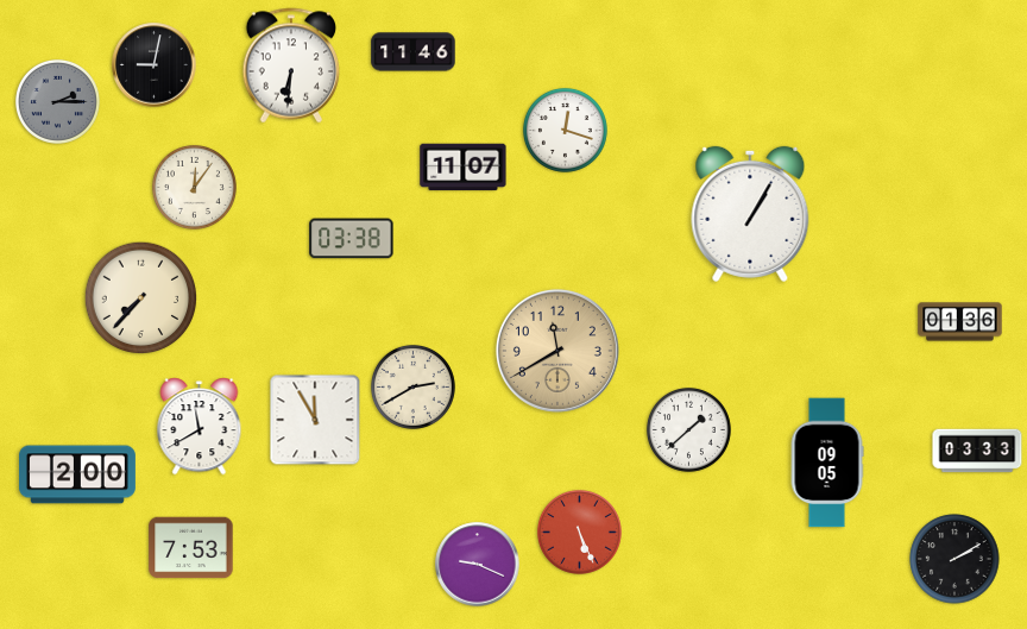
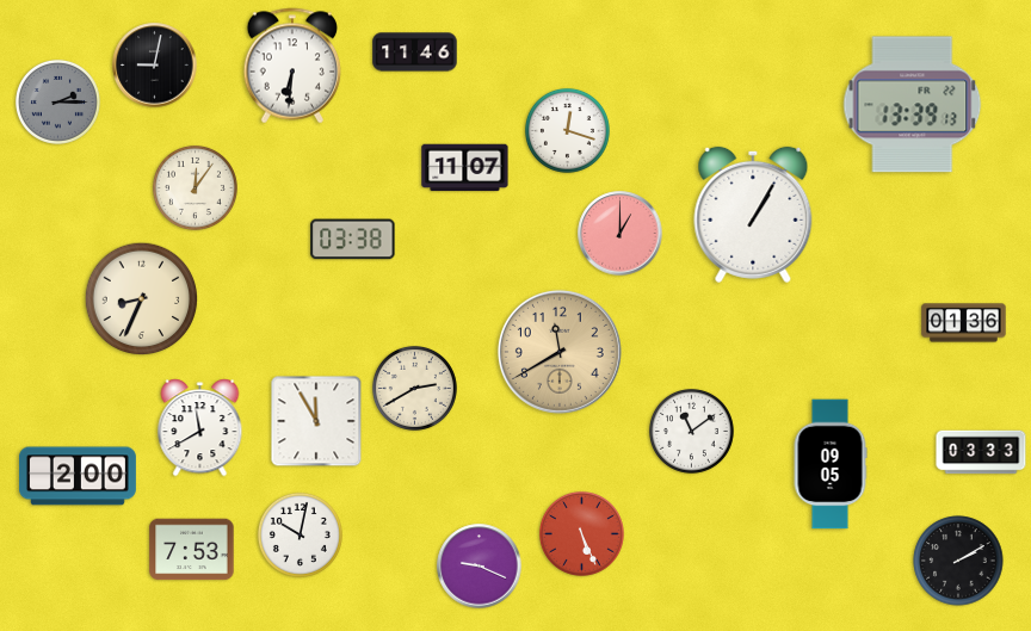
clock at (913, 105): none -> 13:39
clock at (621, 234): none -> 1:00
clock at (141, 298): 7:37 -> 8:34
clock at (688, 429): 1:38 -> 11:09
clock at (300, 534): none -> 10:02
